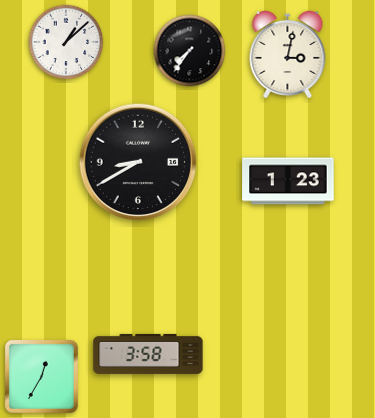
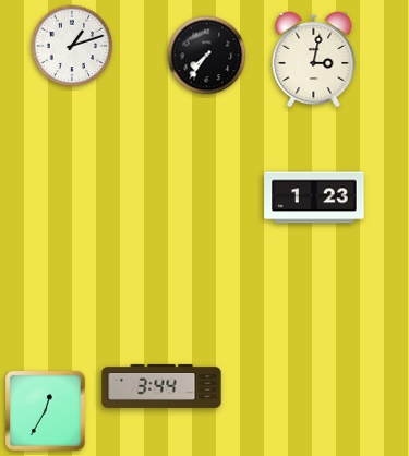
clock at (66, 42): 1:08 -> 1:12
clock at (138, 162): 8:40 -> none
clock at (148, 354): 3:58 -> 3:44
